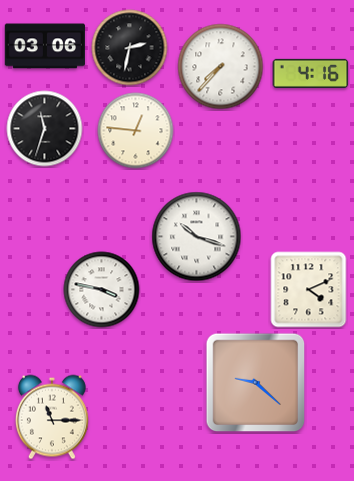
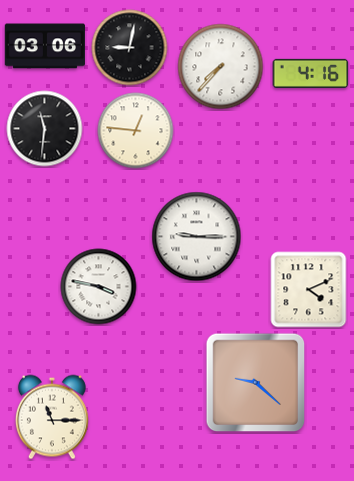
clock at (130, 48): 2:32 -> 9:02
clock at (45, 129): 11:33 -> 11:31
clock at (197, 237): 10:18 -> 9:15
clock at (102, 290) position: (102, 290) -> (99, 287)
